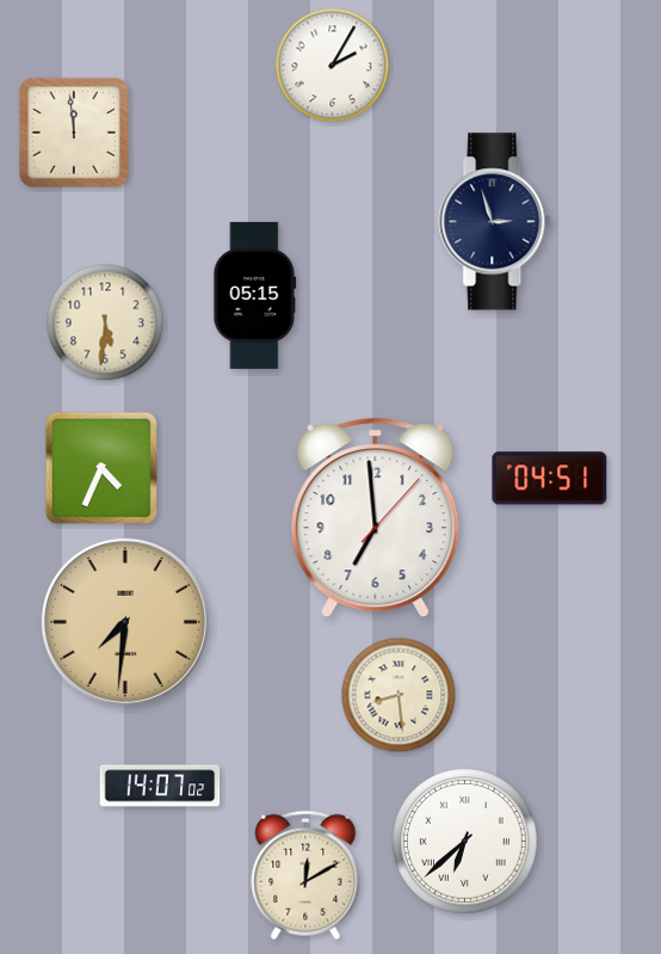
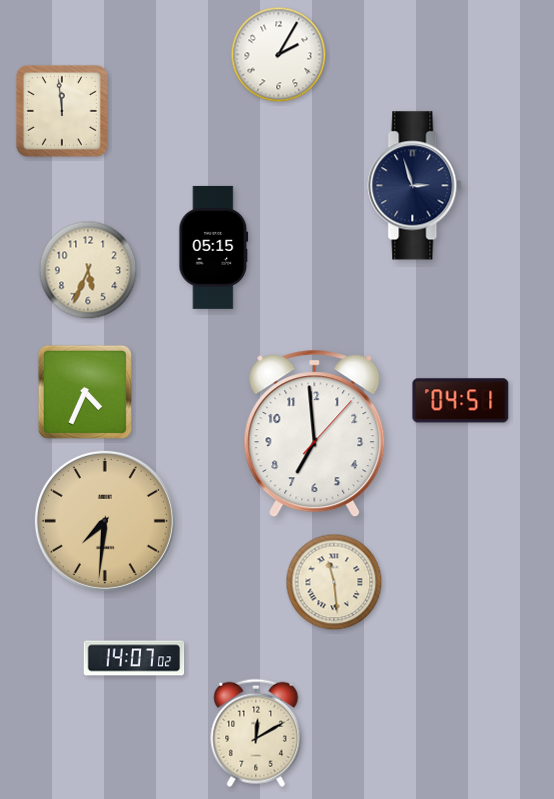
clock at (105, 322): 5:31 -> 5:34
clock at (399, 695): 8:29 -> 11:29
clock at (465, 842): 6:38 -> none
